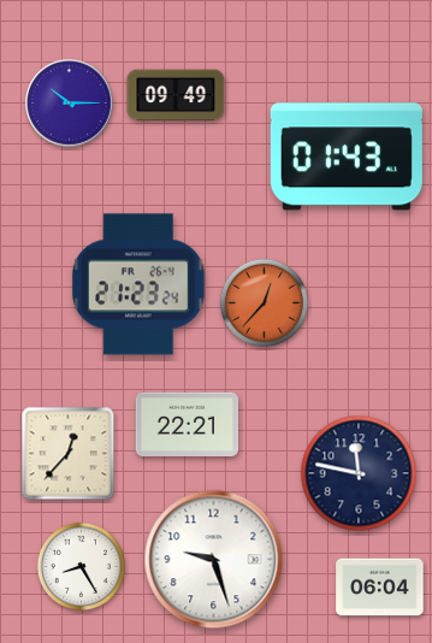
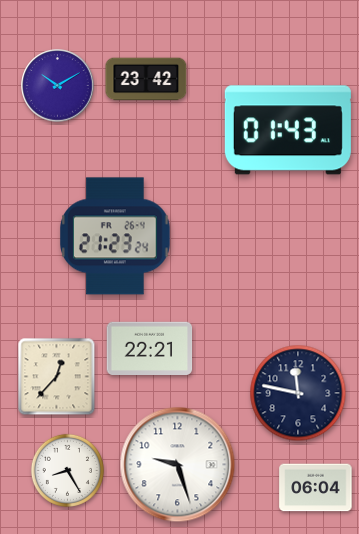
clock at (176, 95): 09:49 -> 23:42
clock at (70, 104): 10:15 -> 10:10
clock at (264, 302): 12:37 -> none
clock at (188, 424) position: (188, 424) -> (150, 348)
